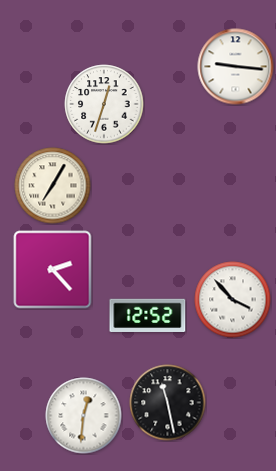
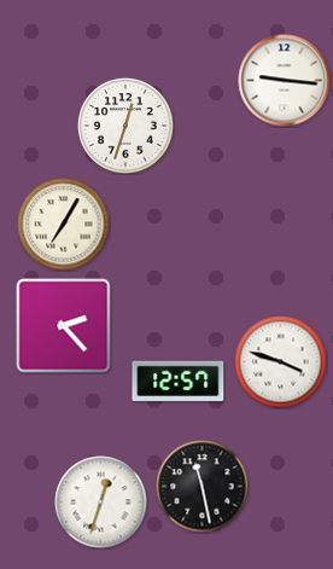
clock at (233, 300): 3:53 -> 3:48
clock at (148, 315): 12:52 -> 12:57
clock at (84, 416): 12:31 -> 12:33
